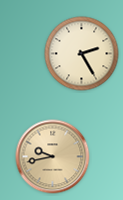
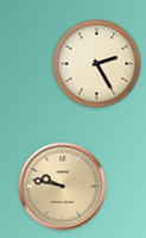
clock at (53, 157): 9:43 -> 9:47
